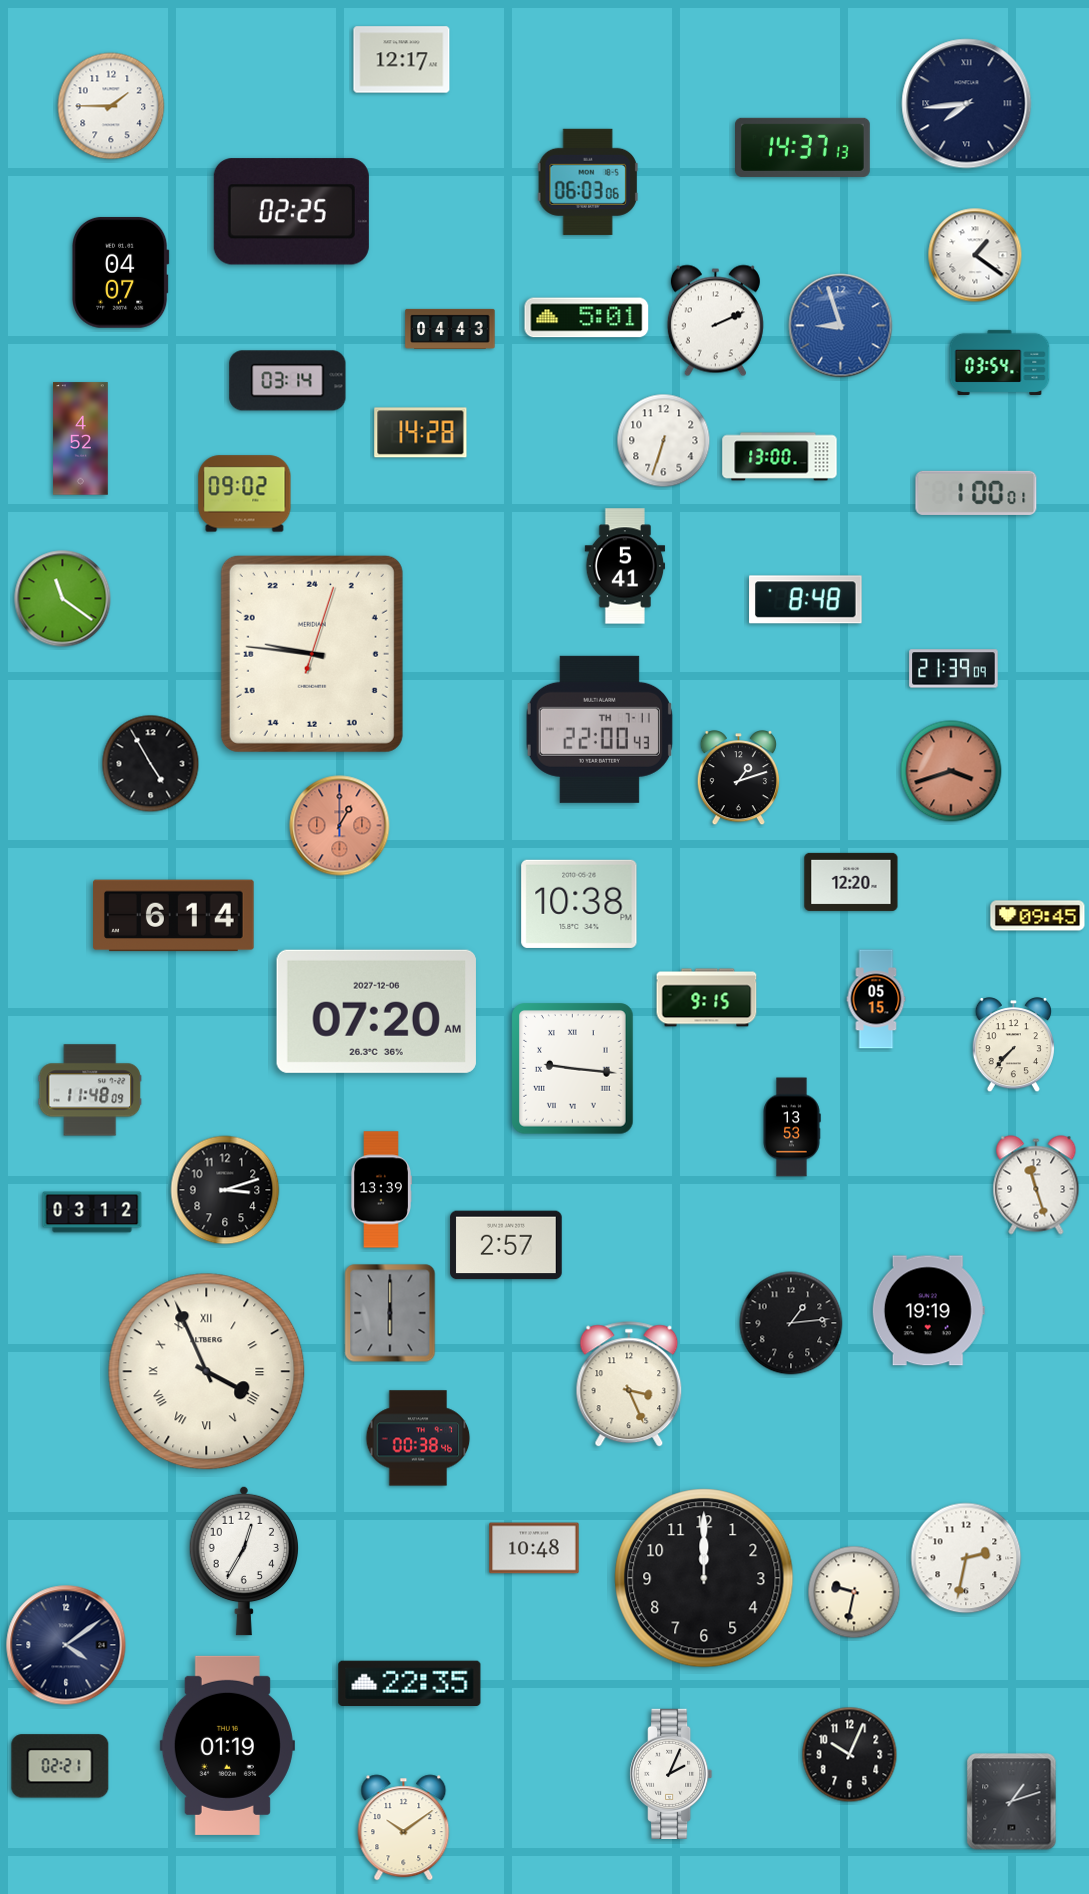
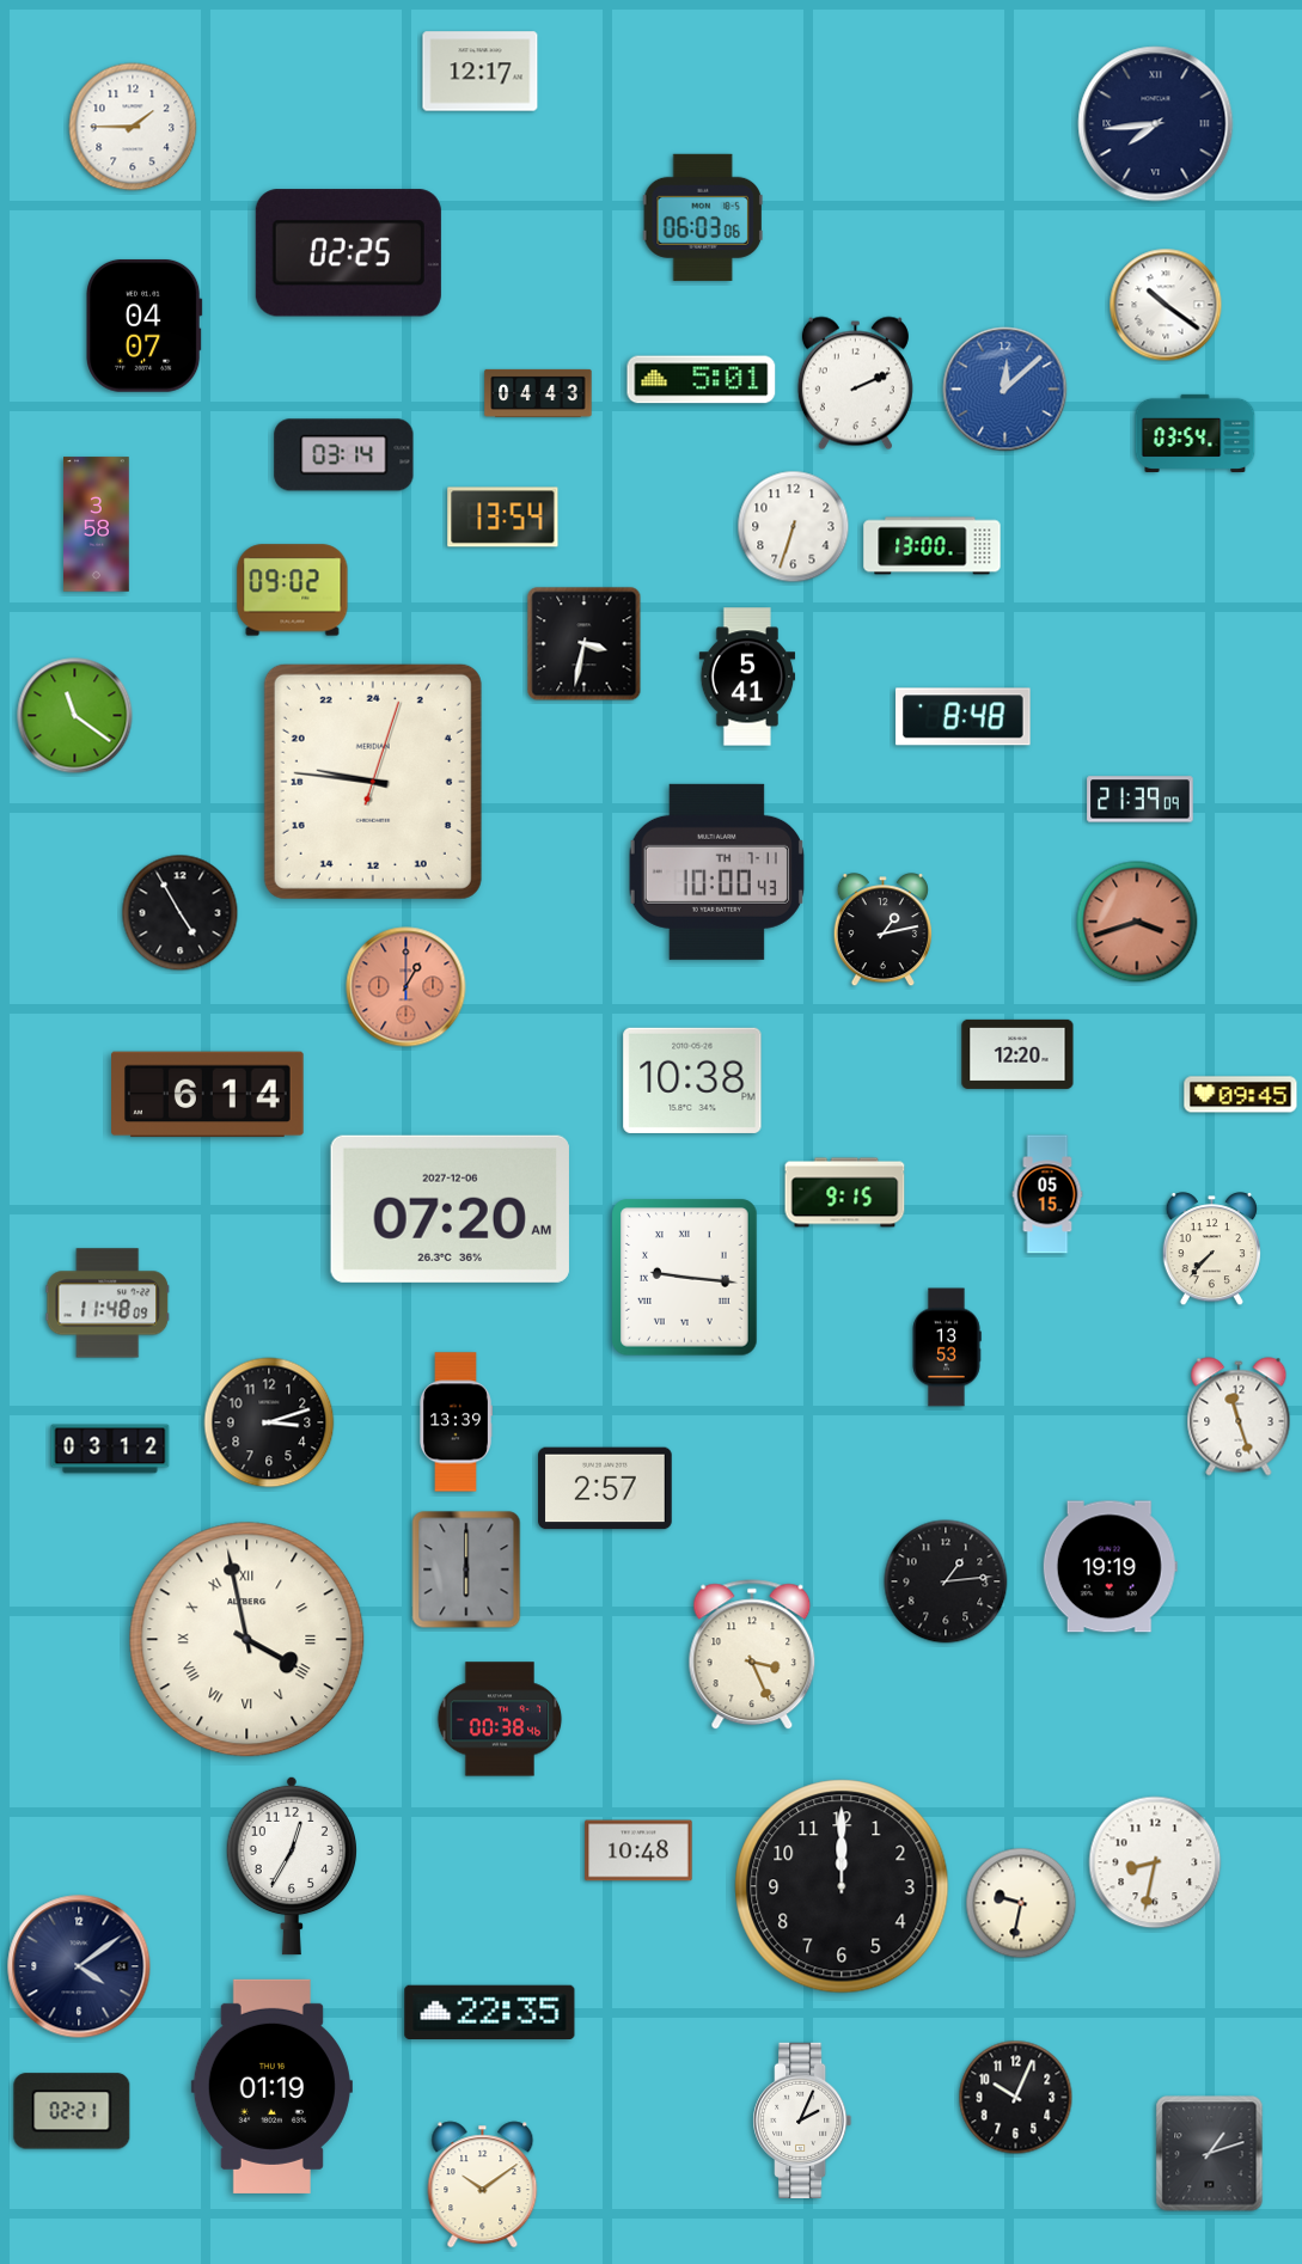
clock at (803, 147): 14:37 -> none
clock at (975, 255): 1:21 -> 10:21
clock at (841, 326): 8:57 -> 12:08
clock at (421, 433): 14:28 -> 13:54
clock at (81, 439): 4:52 -> 3:58
clock at (976, 493): 1:00 -> none
clock at (585, 644): none -> 3:32
clock at (599, 729): 22:00 -> 10:00
clock at (738, 778): 1:12 -> 1:13
clock at (207, 1372): 3:56 -> 3:58
clock at (966, 1558): 2:32 -> 8:32
